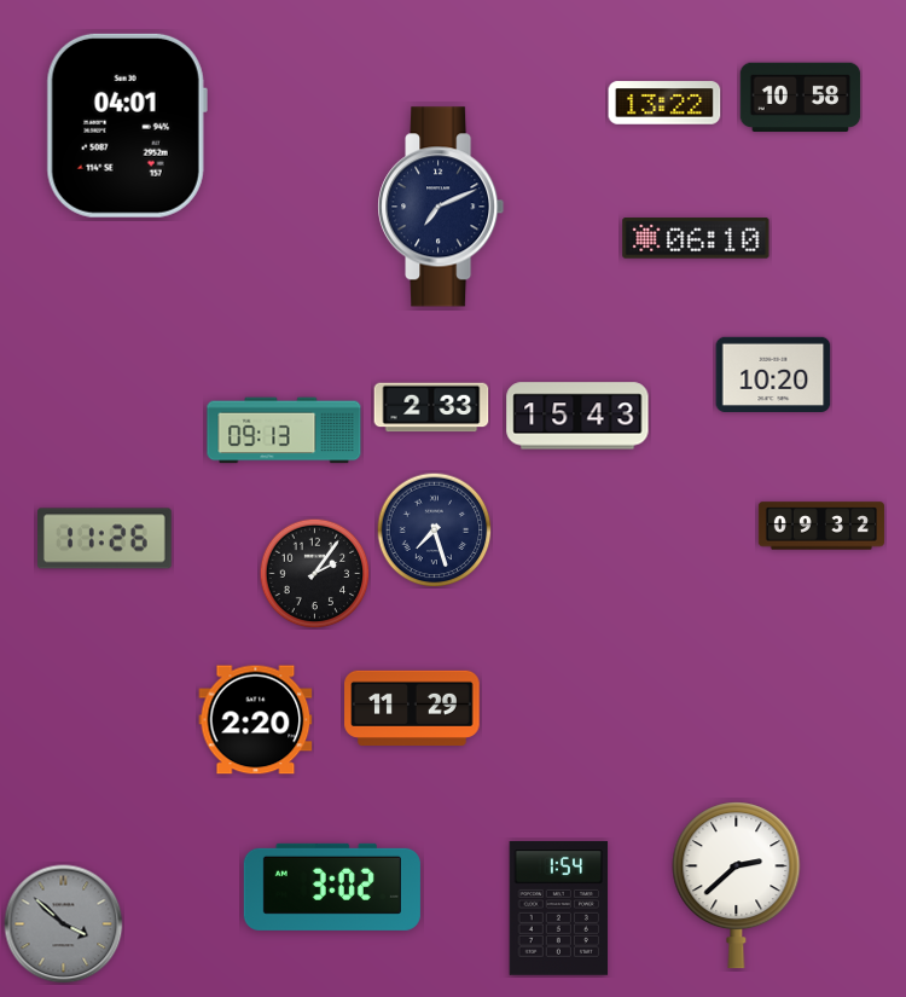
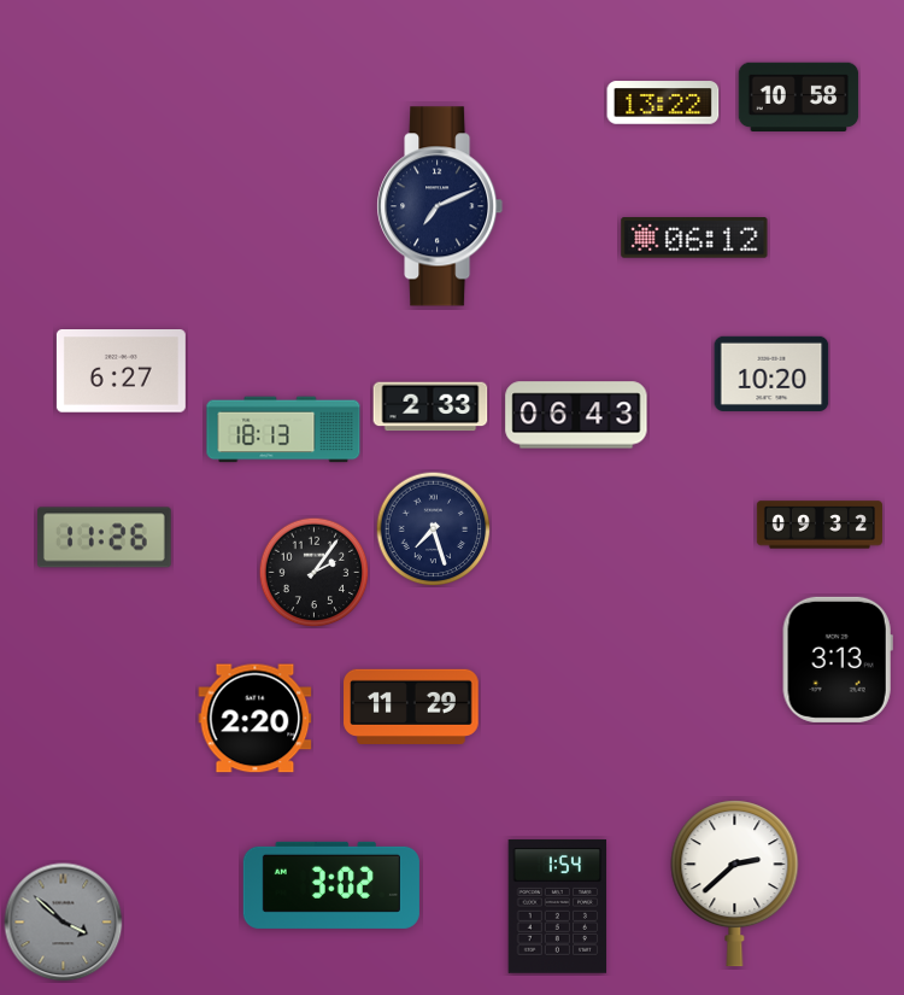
clock at (127, 126): 04:01 -> none
clock at (696, 238): 06:10 -> 06:12
clock at (121, 371): none -> 6:27
clock at (577, 416): 15:43 -> 06:43
clock at (284, 430): 09:13 -> 18:13
clock at (838, 660): none -> 3:13
